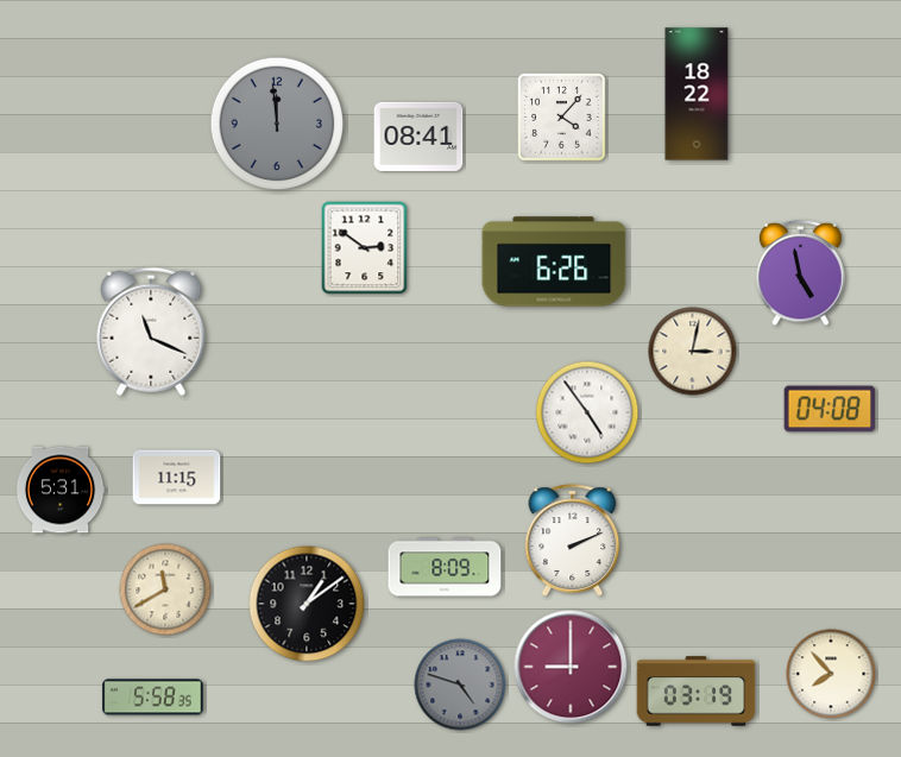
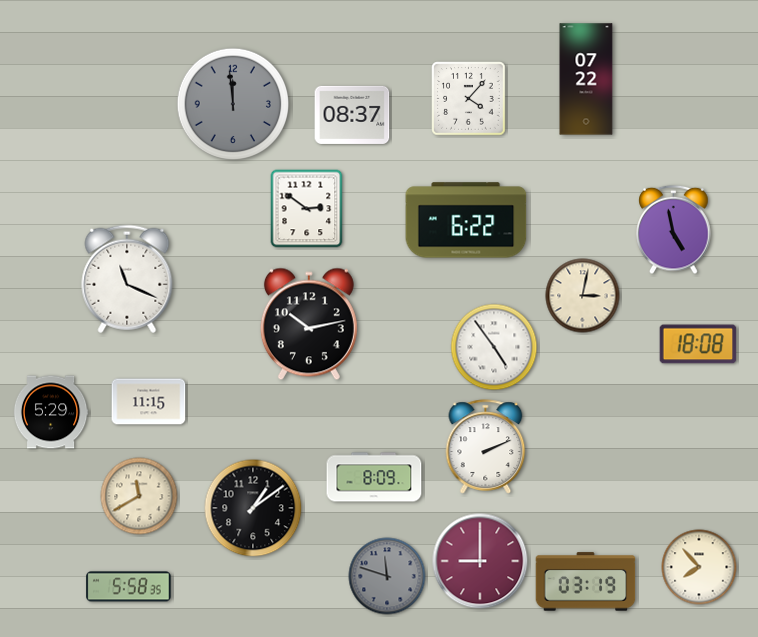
clock at (697, 94): 18:22 -> 07:22
clock at (562, 118) position: (562, 118) -> (469, 99)
clock at (418, 137): 08:41 -> 08:37
clock at (554, 261): 6:26 -> 6:22
clock at (309, 324): none -> 10:13
clock at (830, 409): 04:08 -> 18:08
clock at (61, 490): 5:31 -> 5:29
clock at (573, 541) position: (573, 541) -> (486, 447)
clock at (307, 604) position: (307, 604) -> (253, 508)
clock at (460, 685): 4:48 -> 11:48
